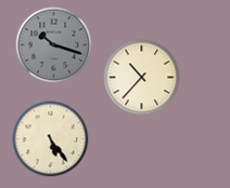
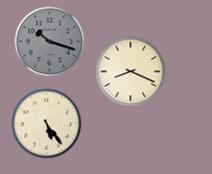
clock at (142, 78): 10:37 -> 8:19
clock at (51, 139) position: (51, 139) -> (47, 124)
